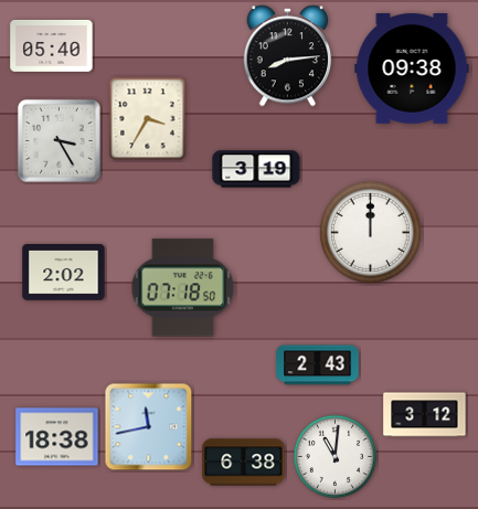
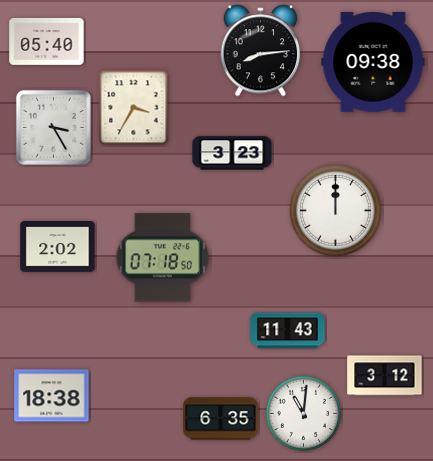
clock at (256, 169): 3:19 -> 3:23
clock at (183, 288) position: (183, 288) -> (163, 258)
clock at (318, 365): 2:43 -> 11:43
clock at (149, 427): 11:43 -> none
clock at (244, 463): 6:38 -> 6:35
